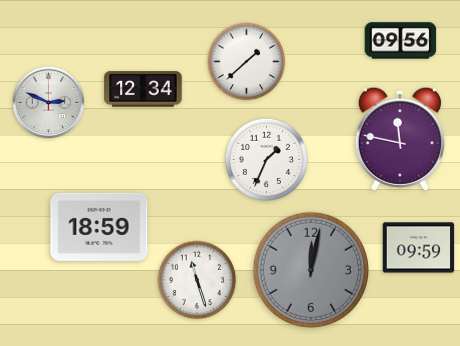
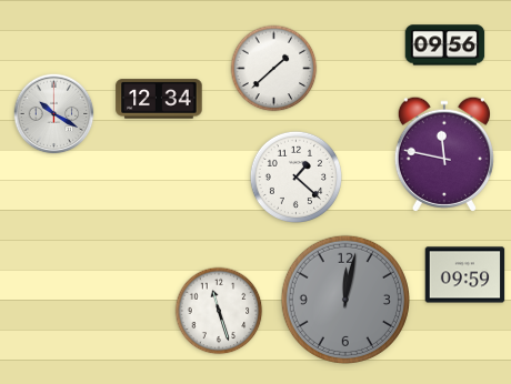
clock at (49, 103): 2:49 -> 10:20
clock at (266, 159): 1:34 -> 1:22
clock at (99, 227): 18:59 -> none
